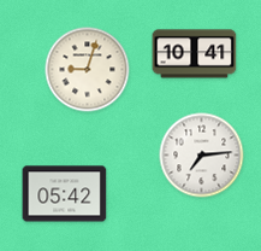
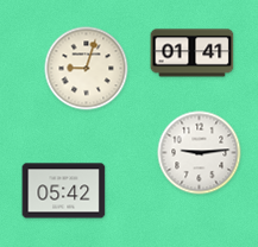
clock at (195, 54): 10:41 -> 01:41
clock at (202, 156): 7:14 -> 9:14
